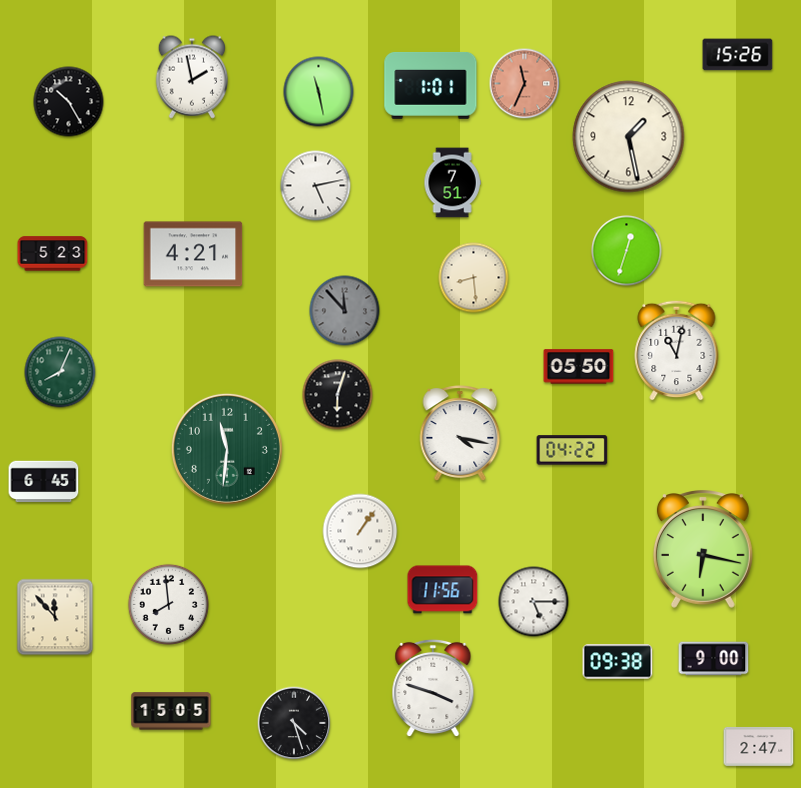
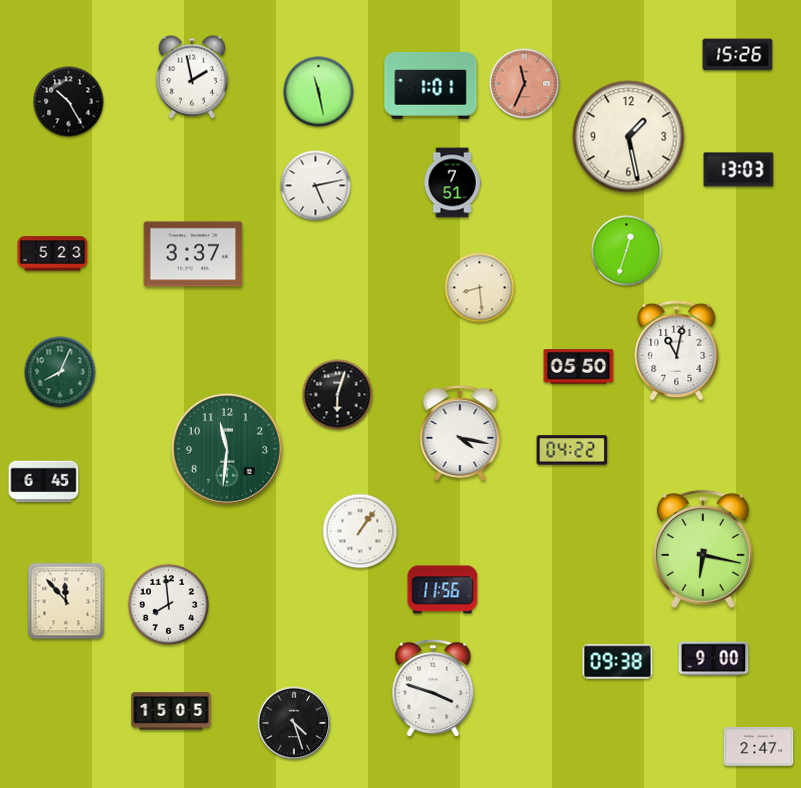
clock at (739, 170): none -> 13:03
clock at (193, 254): 4:21 -> 3:37
clock at (474, 278) position: (474, 278) -> (480, 288)
clock at (345, 311): 11:53 -> none
clock at (534, 602): 5:15 -> none
clock at (55, 617) position: (55, 617) -> (66, 601)
